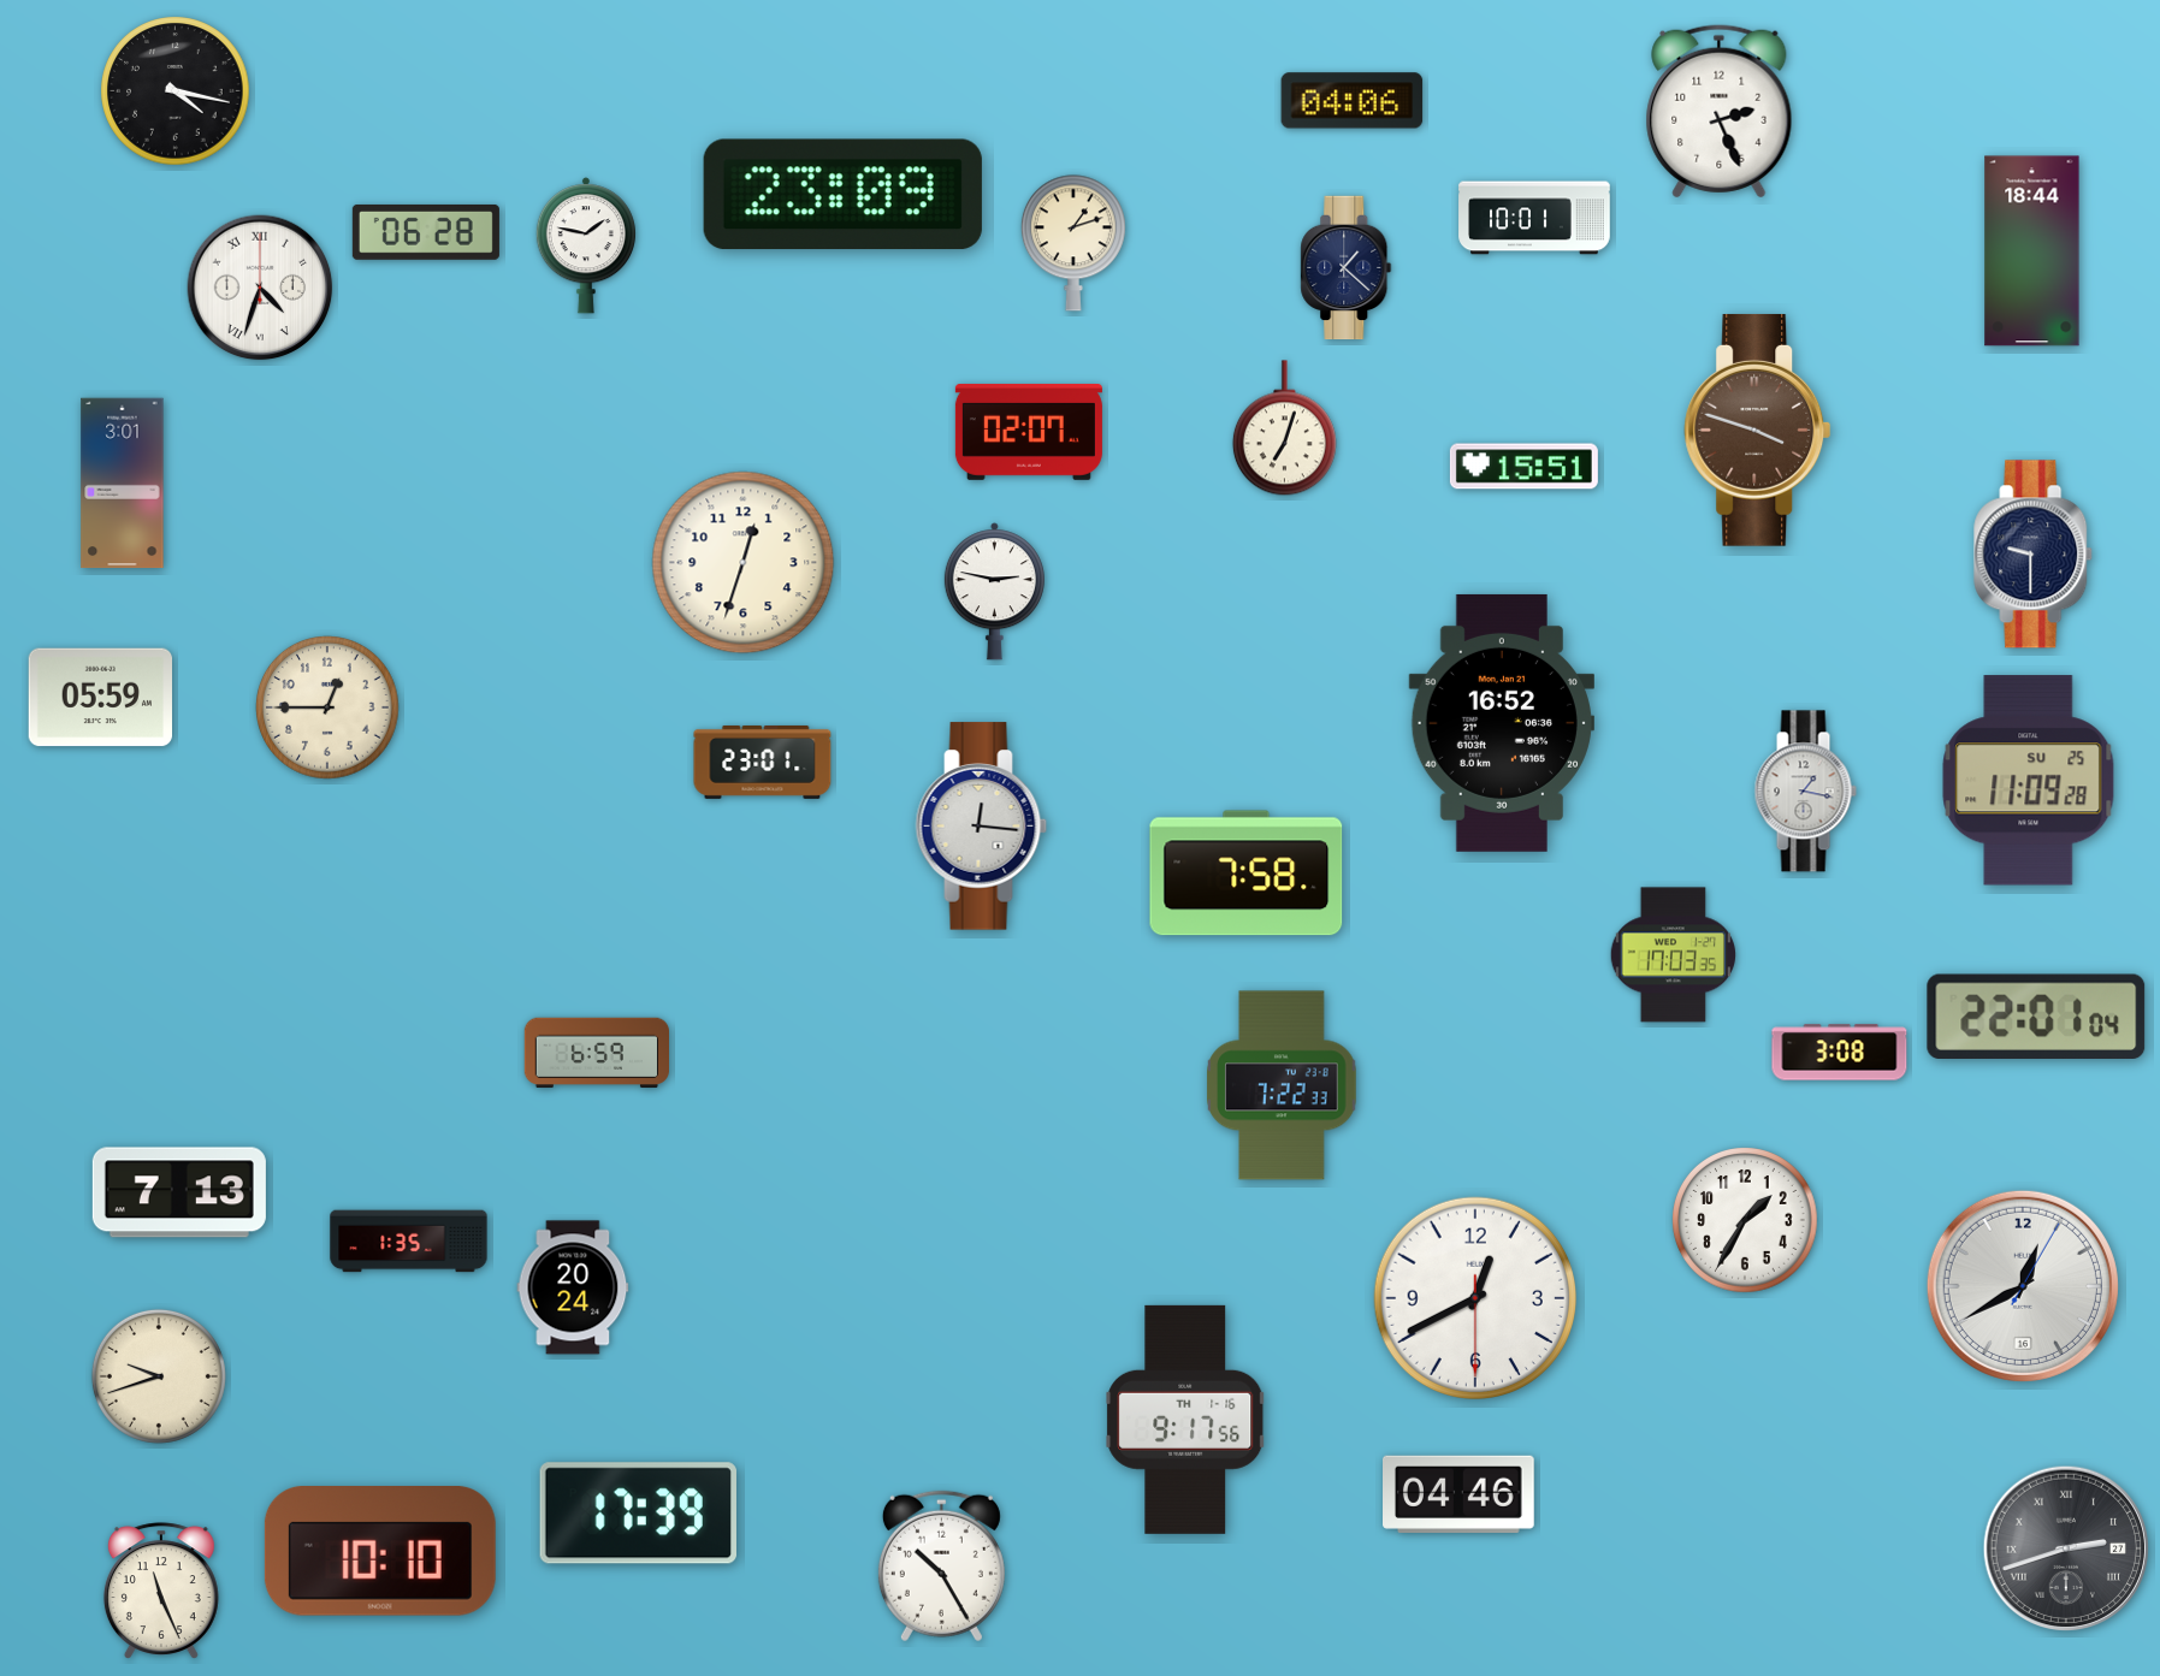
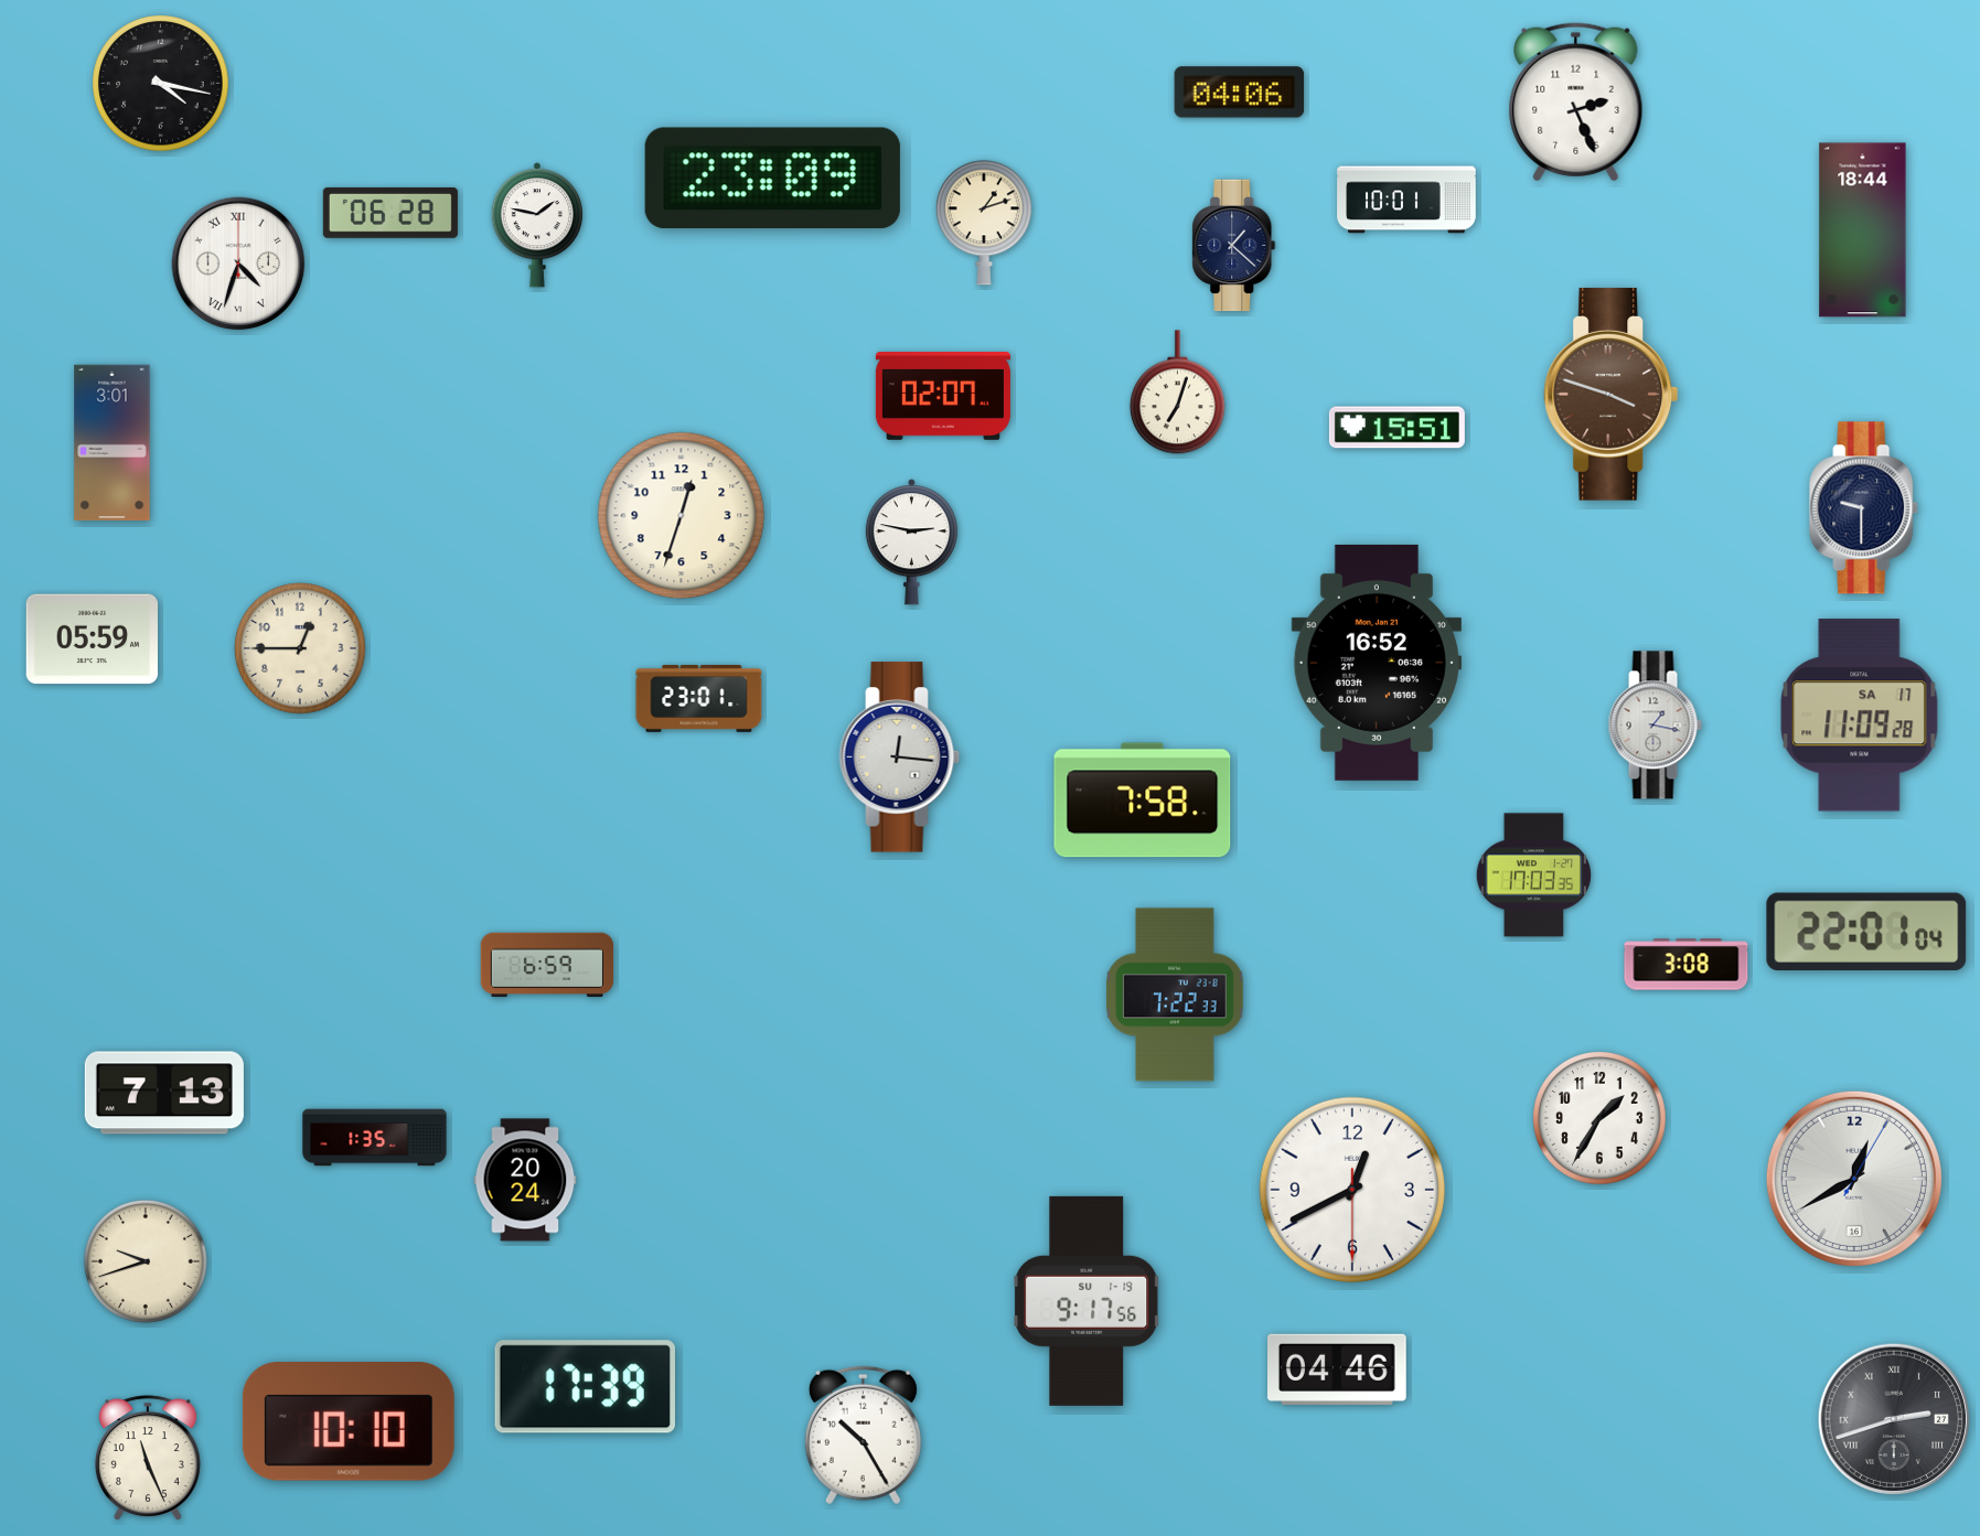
clock at (2029, 781) date: SU 25 -> SA 17
clock at (1185, 1420) date: TH 1-16 -> SU 1-19
